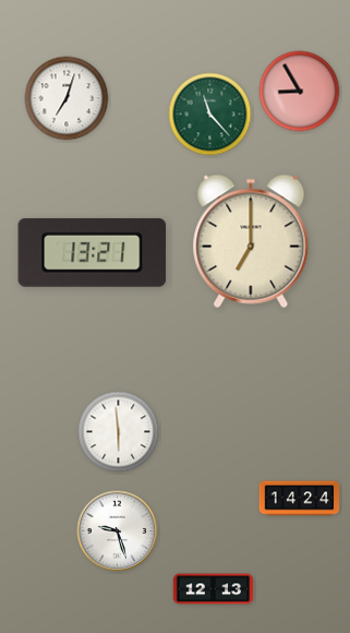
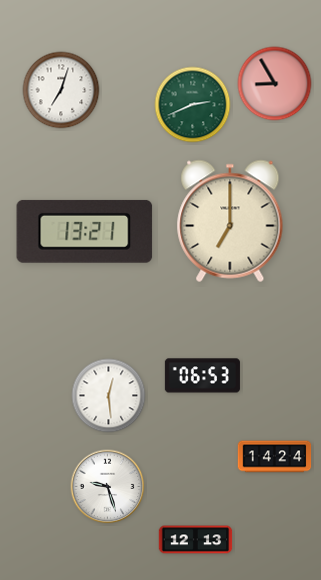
clock at (210, 115): 11:23 -> 2:41
clock at (202, 376): none -> 06:53
clock at (119, 432): 5:59 -> 12:29
